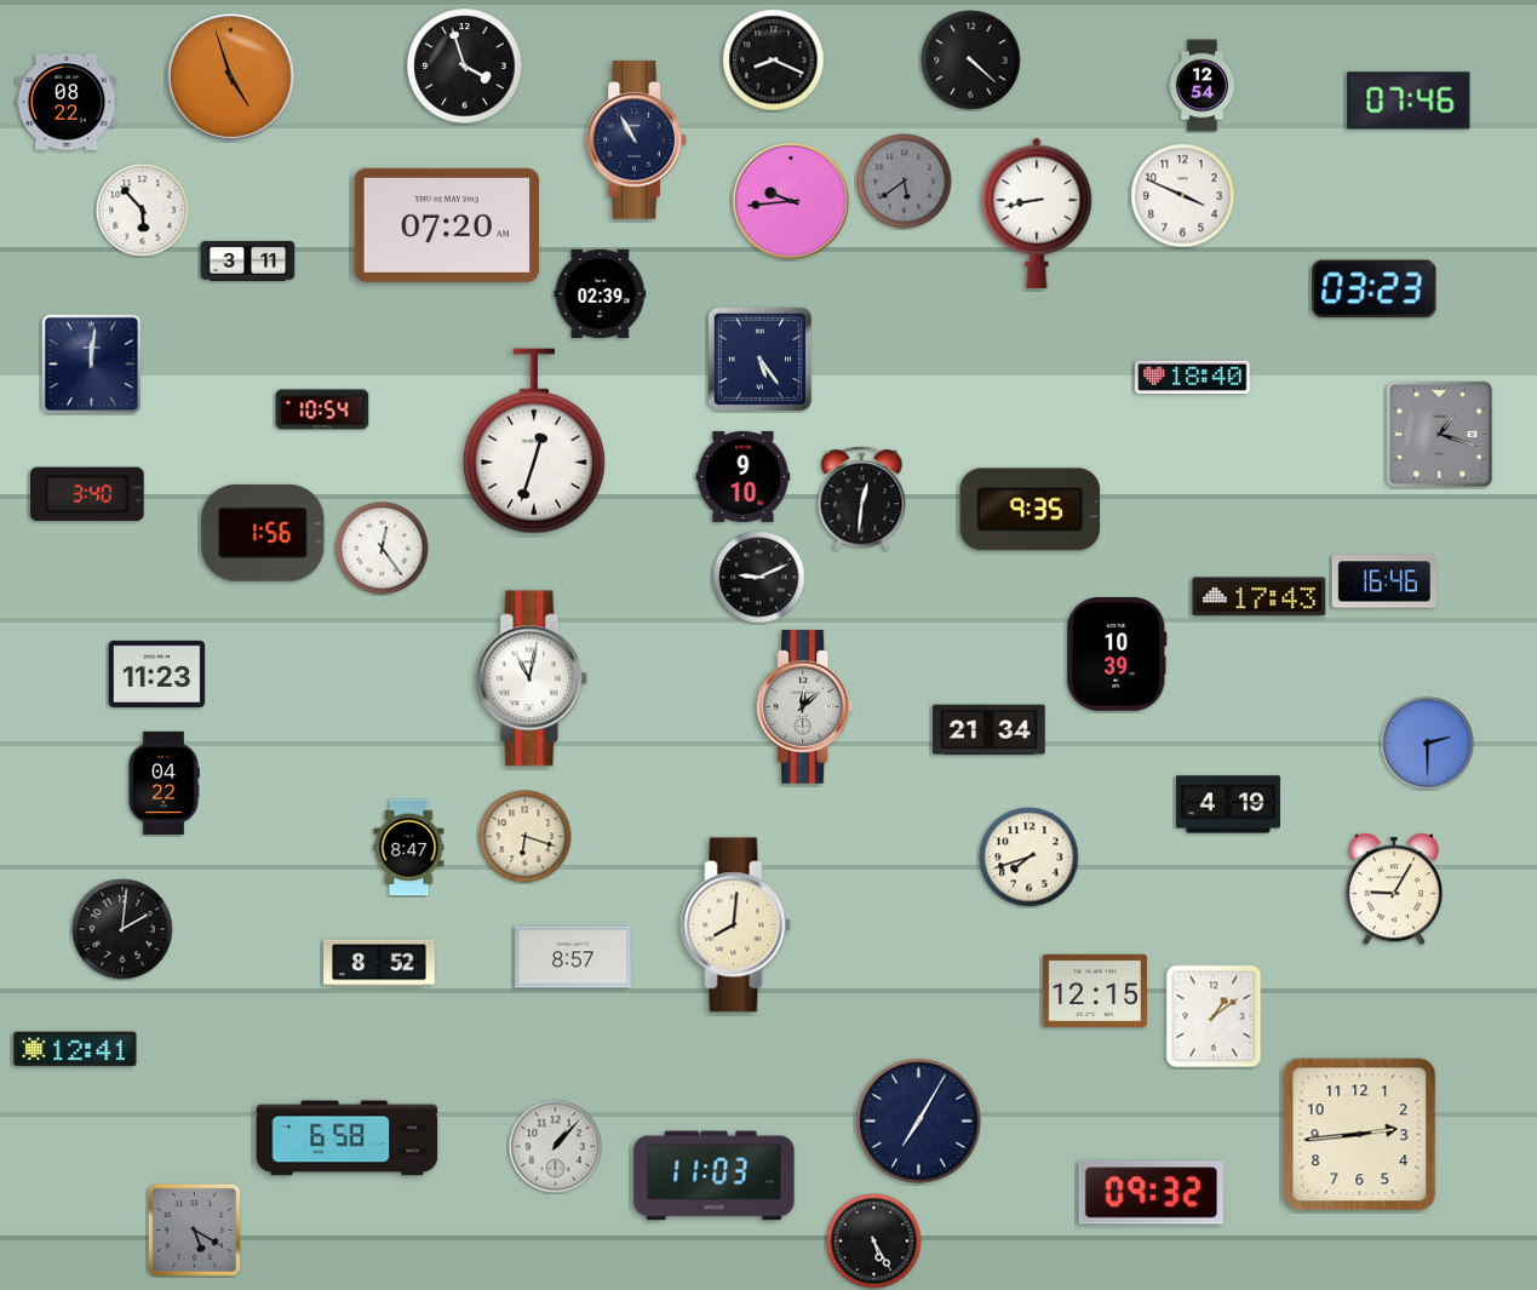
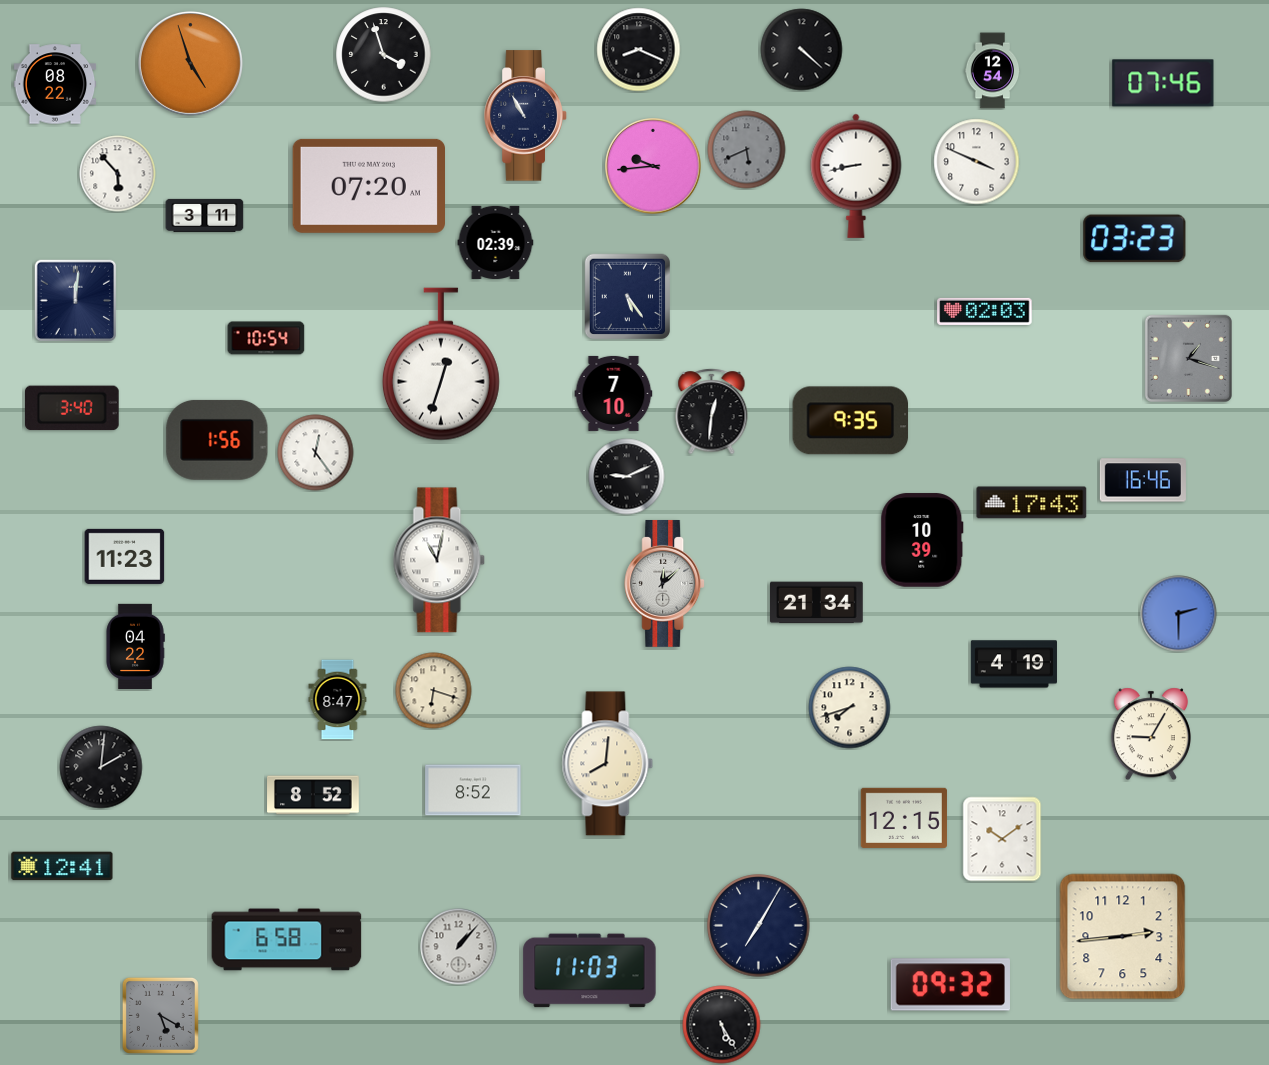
clock at (905, 182): 5:39 -> 5:41
clock at (1193, 377): 18:40 -> 02:03
clock at (744, 476): 9:10 -> 7:10
clock at (1260, 597) position: (1260, 597) -> (1032, 503)
clock at (157, 673) position: (157, 673) -> (125, 556)
clock at (573, 957): 8:57 -> 8:52
clock at (1214, 1016): 1:09 -> 10:09
